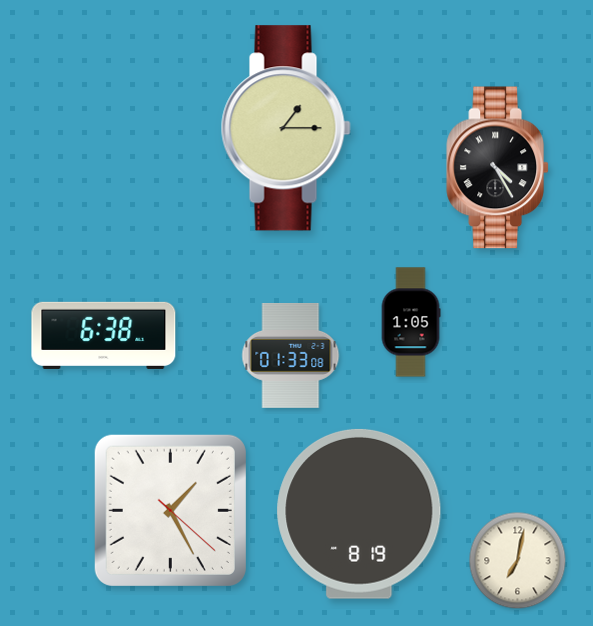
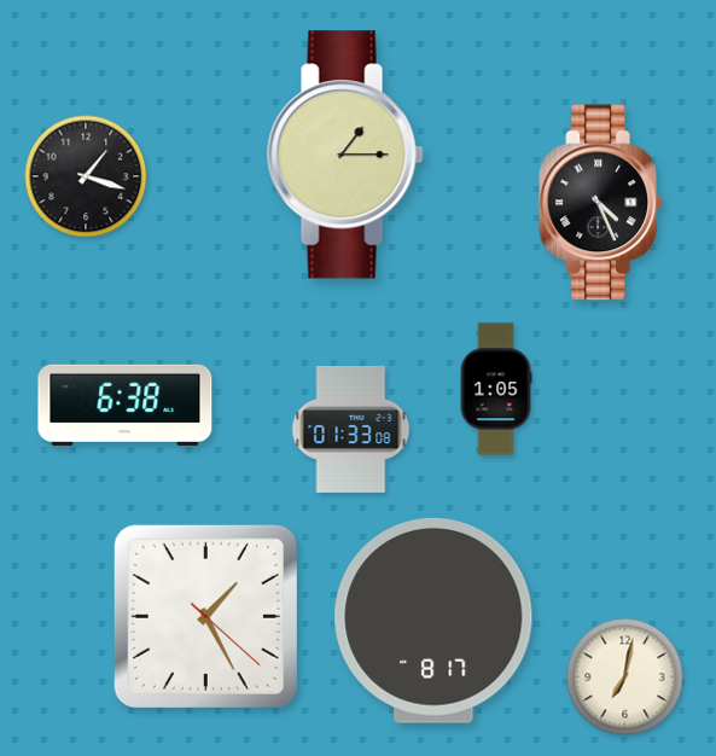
clock at (86, 176): none -> 1:18
clock at (498, 168): 4:25 -> 4:26
clock at (359, 514): 8:19 -> 8:17
